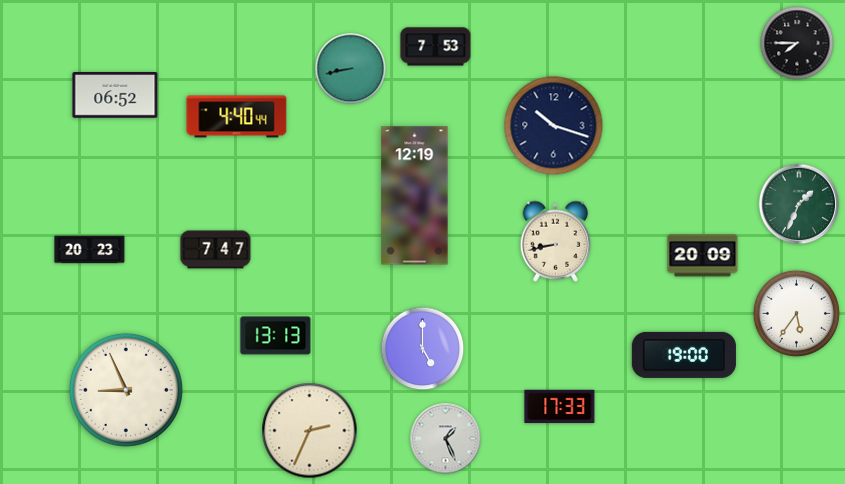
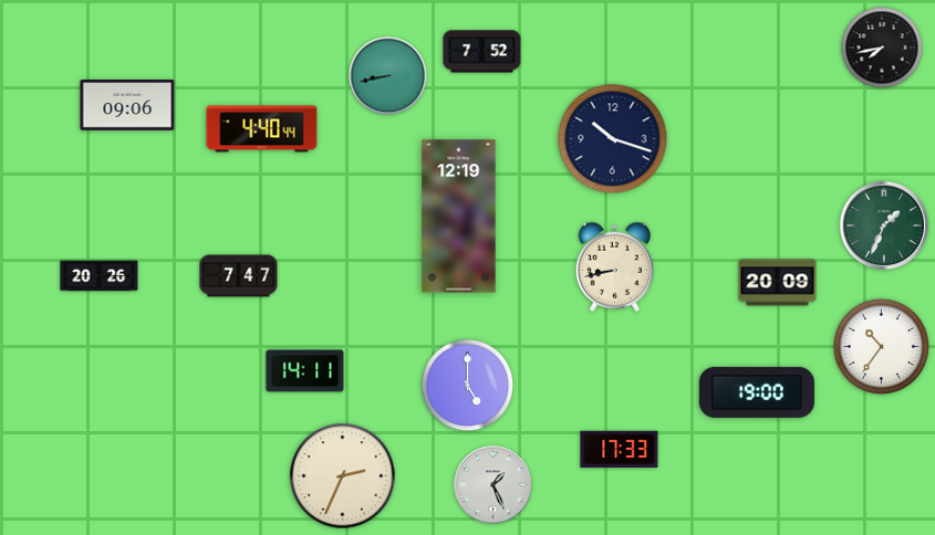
clock at (797, 43): 7:45 -> 7:43
clock at (436, 47): 7:53 -> 7:52
clock at (115, 95): 06:52 -> 09:06
clock at (90, 250): 20:23 -> 20:26
clock at (796, 313): 5:36 -> 10:36
clock at (276, 336): 13:13 -> 14:11
clock at (126, 390): 8:56 -> none
